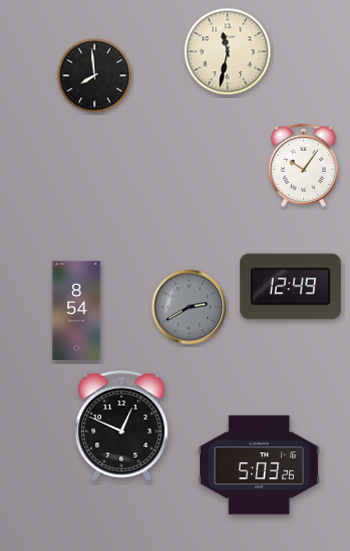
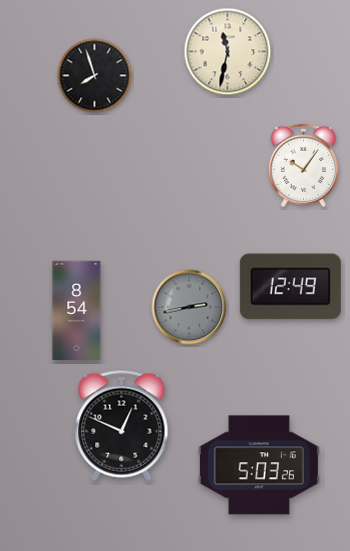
clock at (95, 76): 7:59 -> 7:57
clock at (189, 307): 2:40 -> 2:43
